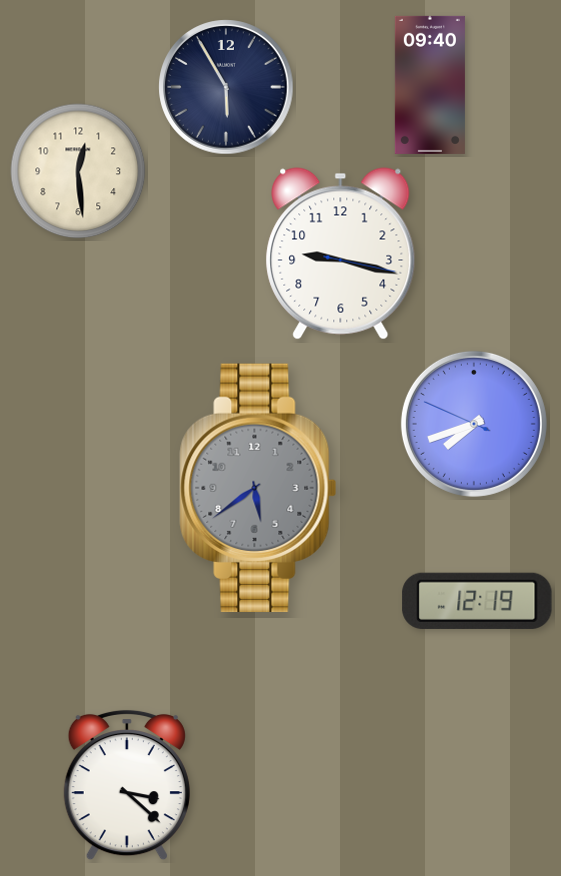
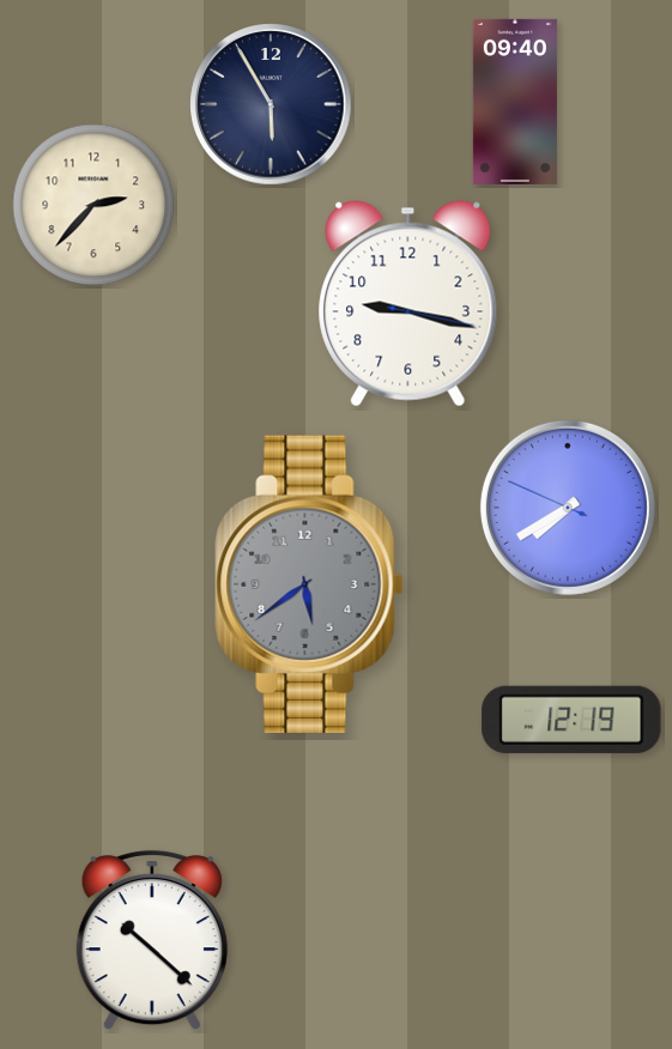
clock at (78, 171): 12:29 -> 2:37
clock at (474, 424): 7:41 -> 7:39
clock at (127, 785): 3:22 -> 10:22
